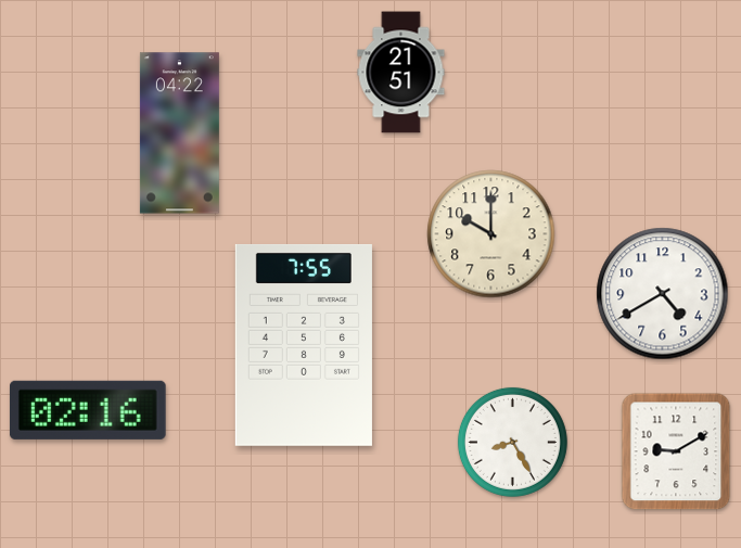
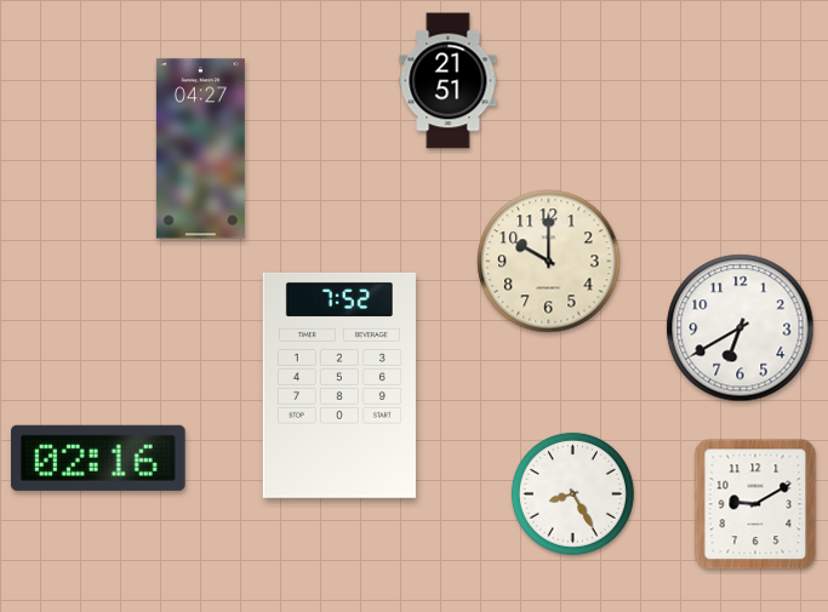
clock at (179, 133): 04:22 -> 04:27
clock at (663, 294): 4:40 -> 6:40
clock at (304, 345): 7:55 -> 7:52
